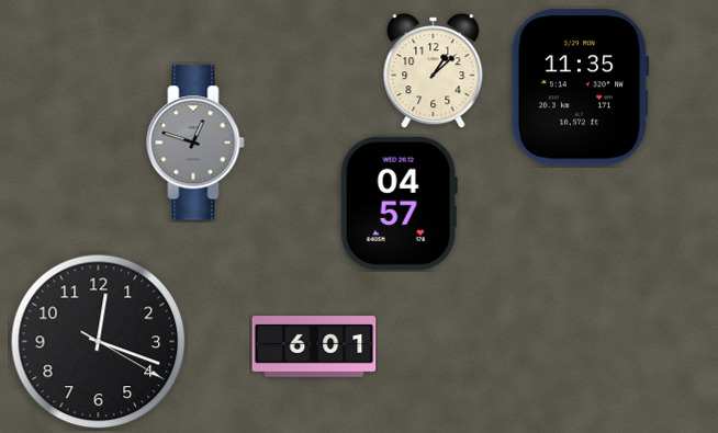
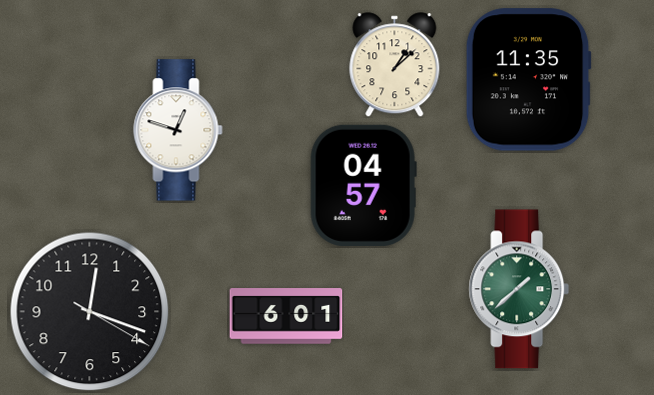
clock at (195, 143) dial: grey -> white
clock at (519, 289): none -> 1:38
